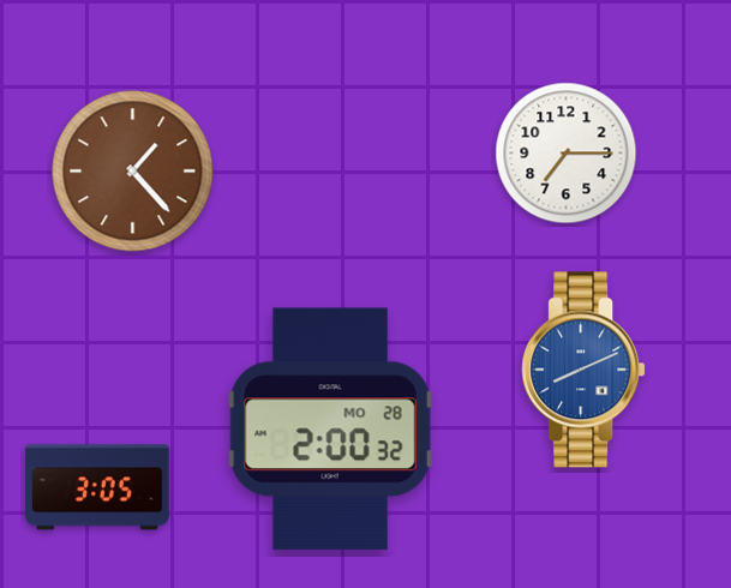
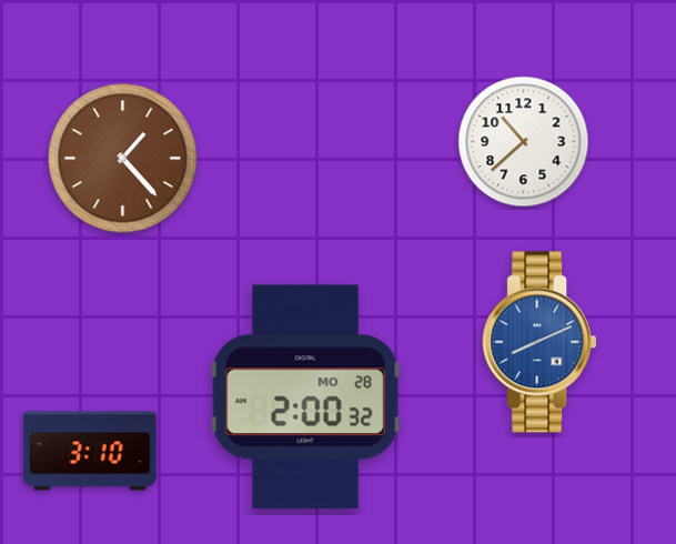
clock at (567, 154): 7:15 -> 10:38
clock at (97, 487): 3:05 -> 3:10
